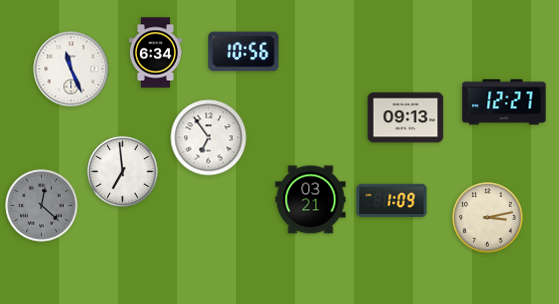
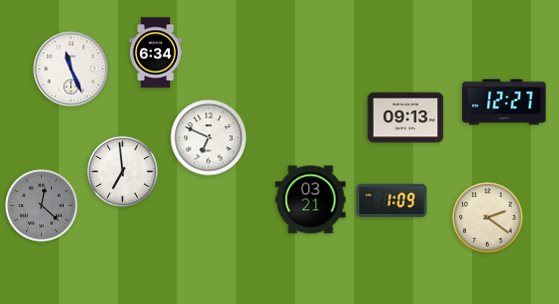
clock at (244, 52): 10:56 -> none
clock at (209, 138): 6:54 -> 6:49
clock at (488, 218): 3:13 -> 2:21
